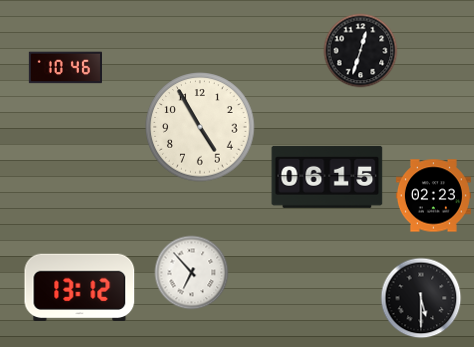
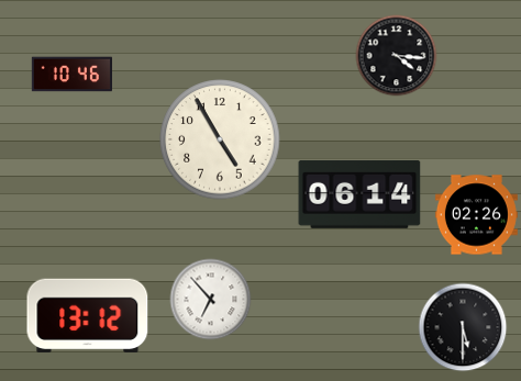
clock at (361, 51): 12:33 -> 4:16
clock at (327, 177): 06:15 -> 06:14
clock at (433, 196): 02:23 -> 02:26
